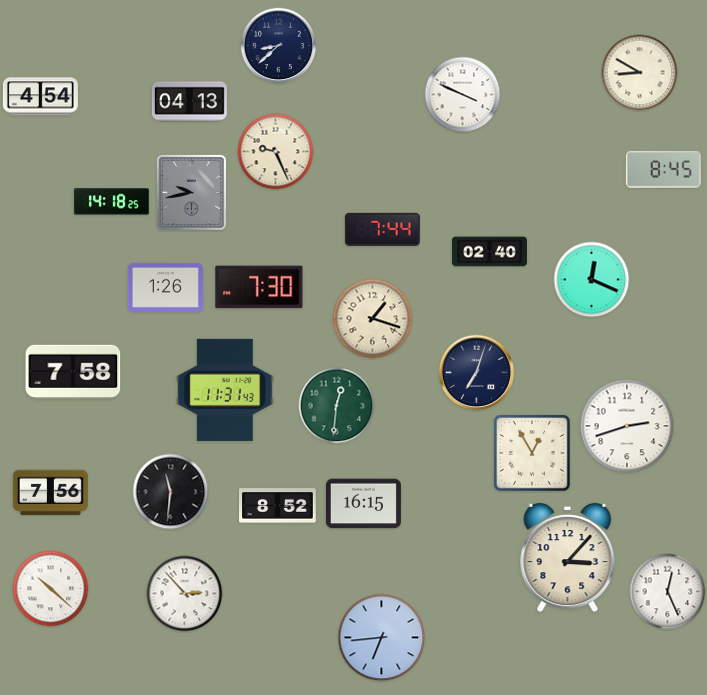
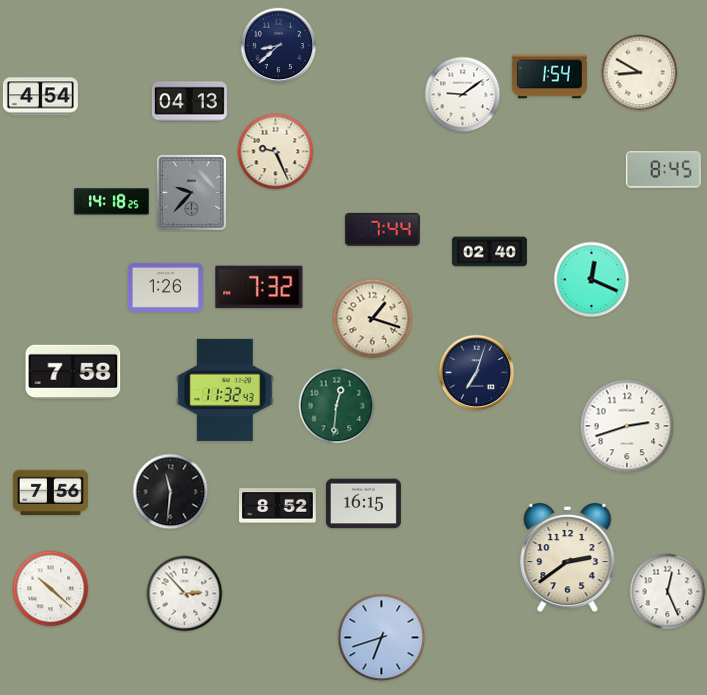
clock at (549, 77): none -> 1:54
clock at (463, 95): 3:49 -> 9:09
clock at (191, 192): 9:43 -> 9:37
clock at (259, 287): 7:30 -> 7:32
clock at (225, 390): 11:31 -> 11:32
clock at (533, 454): 12:55 -> none
clock at (568, 558): 3:07 -> 2:39
clock at (382, 638): 6:44 -> 6:42
